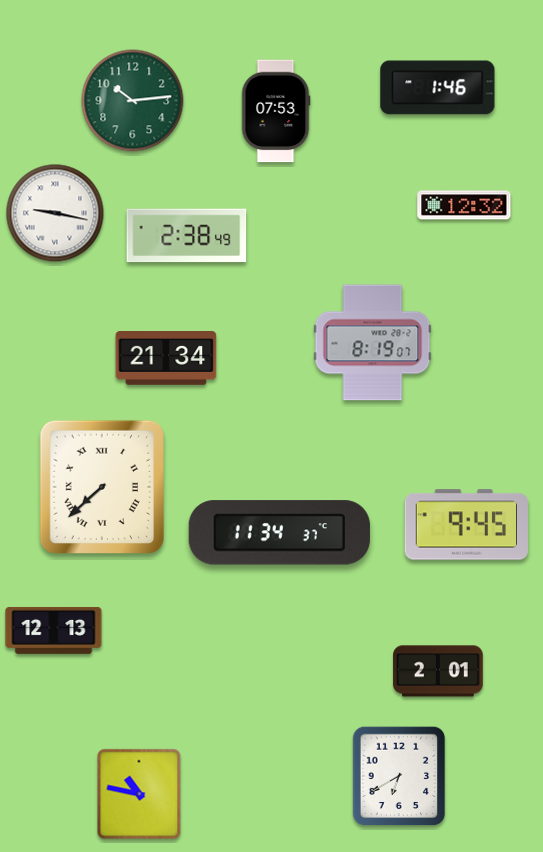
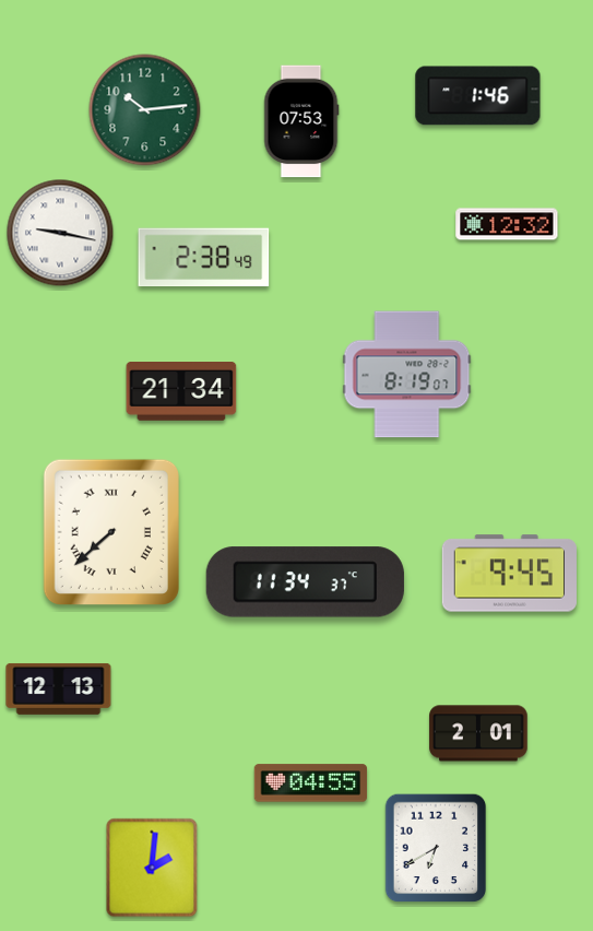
clock at (311, 783): none -> 04:55
clock at (139, 794): 10:47 -> 2:01
